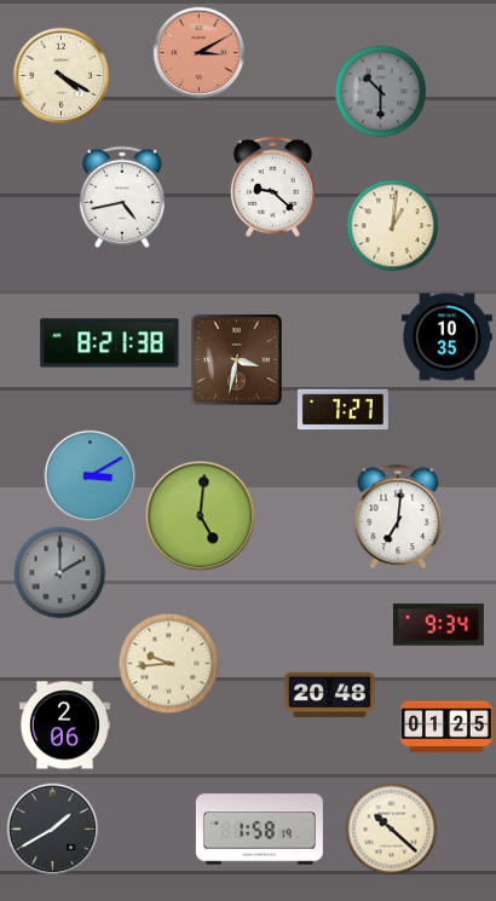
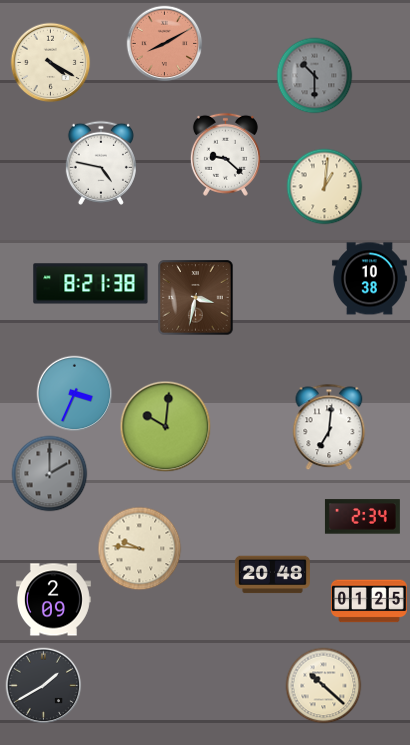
clock at (200, 53): 3:10 -> 8:10
clock at (122, 197): 4:43 -> 4:47
clock at (446, 337): 10:35 -> 10:38
clock at (342, 410): 7:27 -> none
clock at (91, 477): 3:10 -> 3:34
clock at (201, 516): 5:01 -> 10:01
clock at (438, 625): 9:34 -> 2:34
clock at (169, 664): 9:44 -> 9:46
clock at (64, 726): 2:06 -> 2:09
clock at (259, 830): 1:58 -> none
